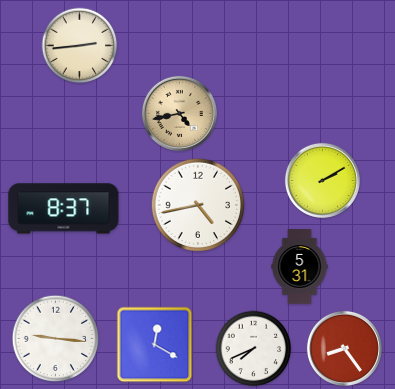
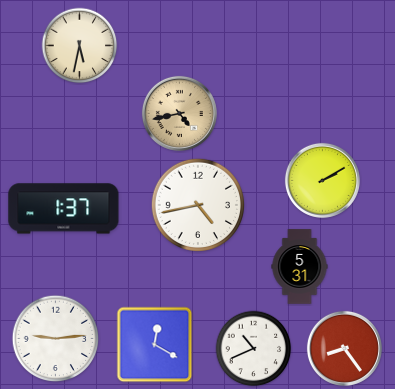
clock at (80, 46): 2:44 -> 5:32
clock at (64, 209): 8:37 -> 1:37
clock at (56, 339): 9:16 -> 9:14
clock at (254, 349): 7:41 -> 10:41
